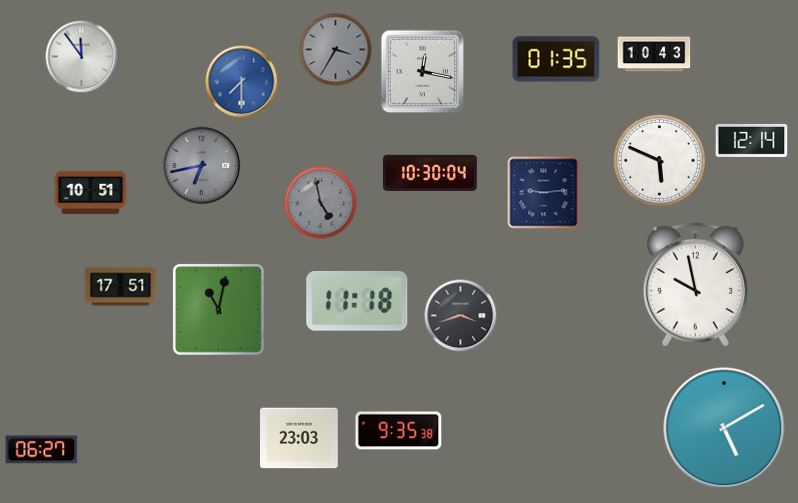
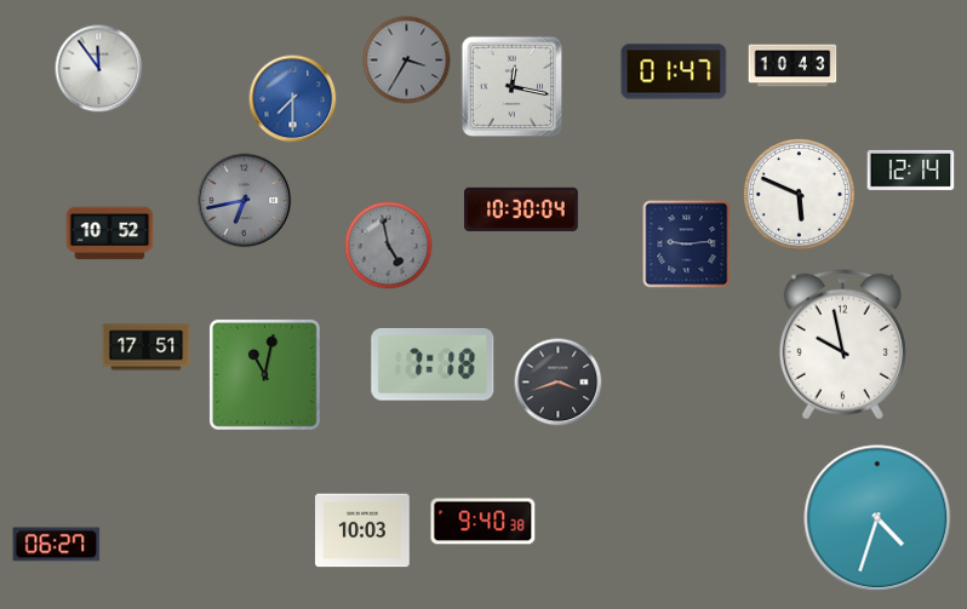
clock at (556, 59): 01:35 -> 01:47
clock at (91, 193): 10:51 -> 10:52
clock at (544, 193) position: (544, 193) -> (687, 245)
clock at (357, 301): 11:18 -> 7:18
clock at (724, 428): 5:10 -> 4:33
clock at (399, 431): 9:35 -> 9:40
clock at (299, 438): 23:03 -> 10:03
clock at (42, 450) position: (42, 450) -> (57, 545)
